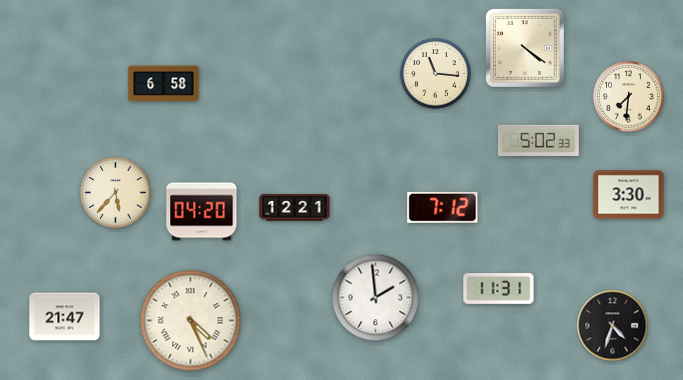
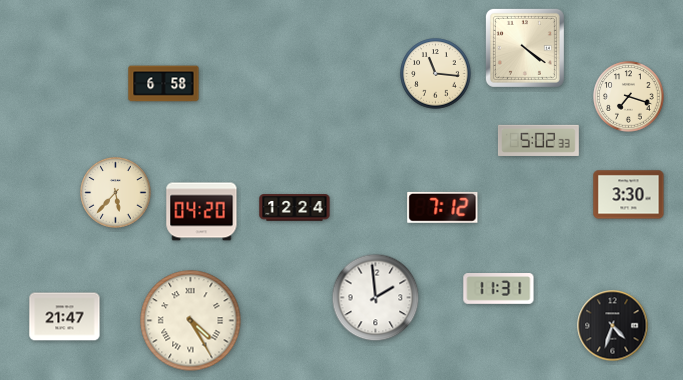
clock at (629, 97): 7:31 -> 7:18
clock at (295, 208): 12:21 -> 12:24
clock at (191, 321): 4:26 -> 4:25
